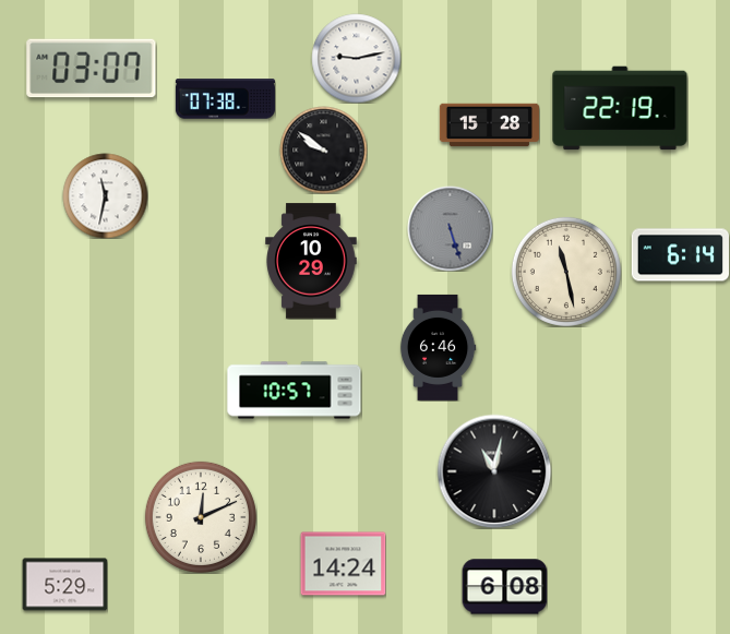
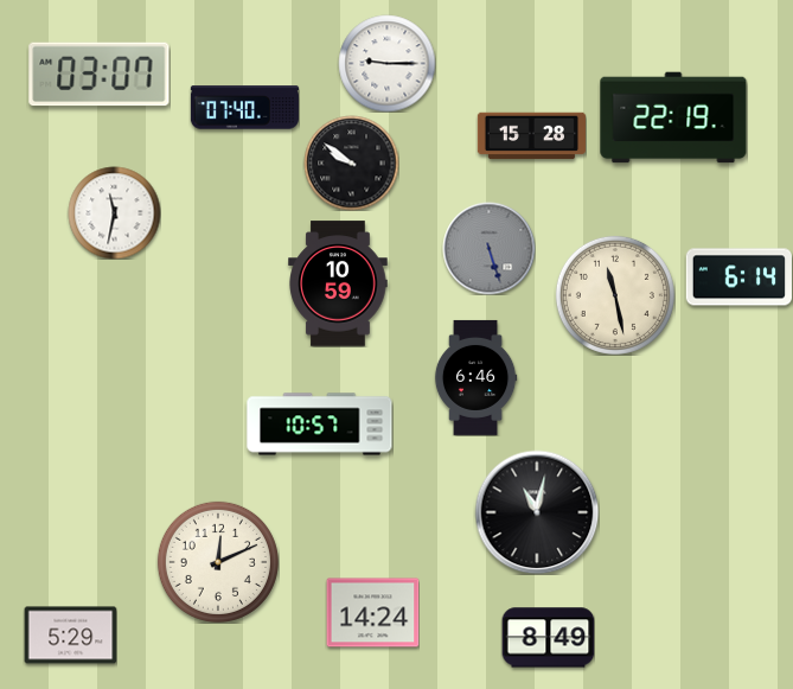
clock at (356, 58): 9:13 -> 9:15
clock at (225, 99): 07:38 -> 07:40
clock at (311, 261): 10:29 -> 10:59
clock at (504, 587): 6:08 -> 8:49
